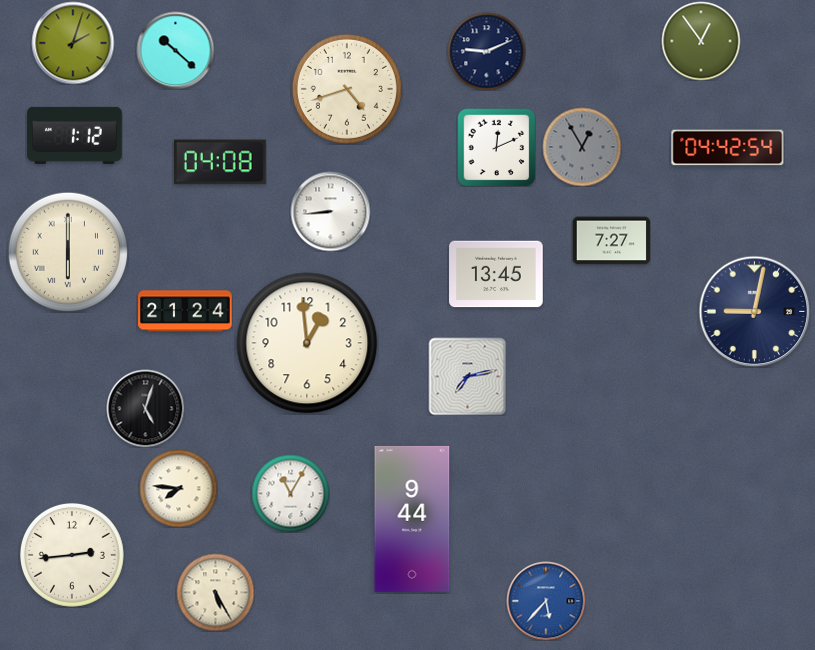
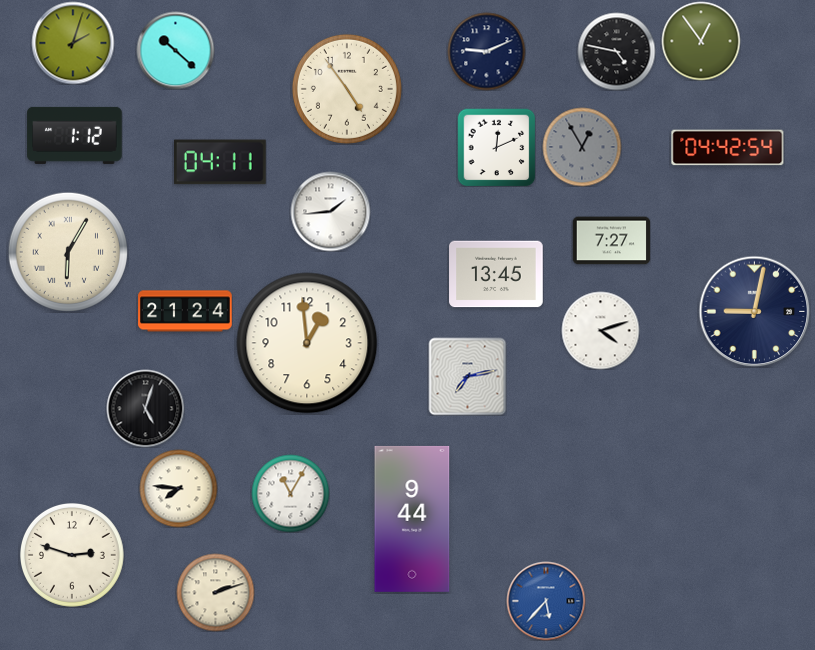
clock at (616, 51): none -> 4:47
clock at (347, 89): 4:42 -> 4:54
clock at (220, 162): 04:08 -> 04:11
clock at (330, 211): 8:44 -> 1:44
clock at (67, 251): 6:00 -> 6:05
clock at (600, 330): none -> 4:12
clock at (72, 555): 2:44 -> 2:48
clock at (215, 592): 5:25 -> 2:12
